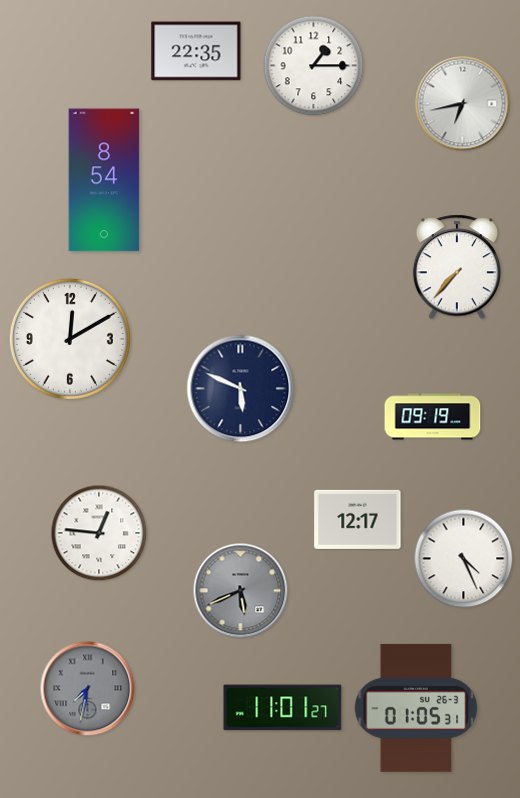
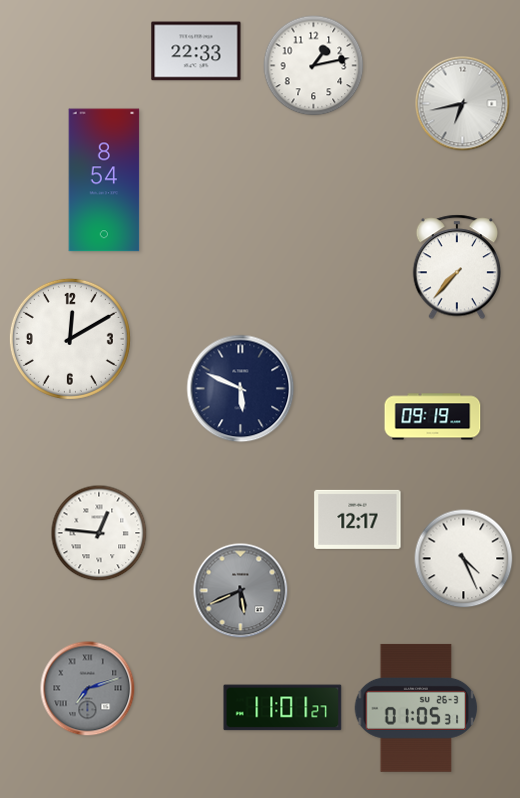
clock at (196, 51): 22:35 -> 22:33
clock at (314, 66): 1:15 -> 1:13
clock at (88, 689): 7:32 -> 7:12
